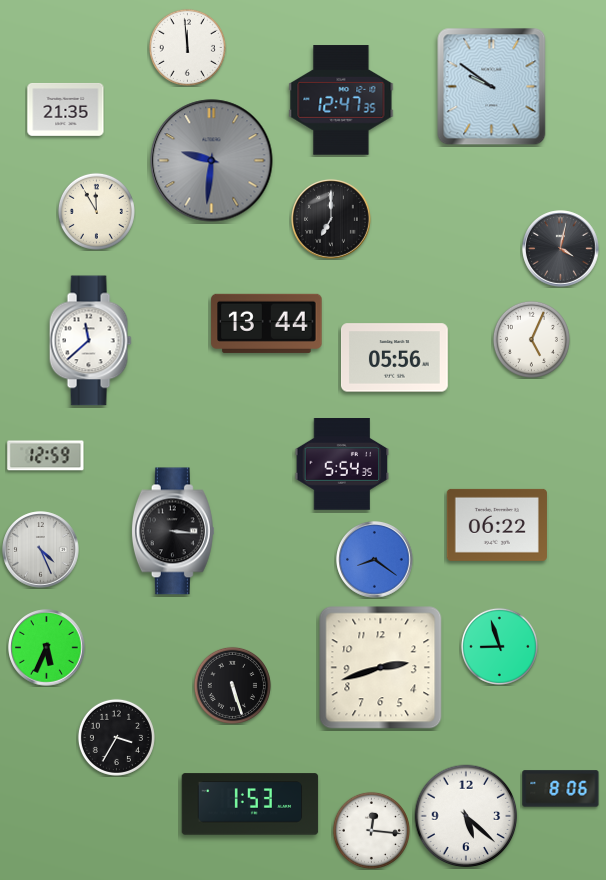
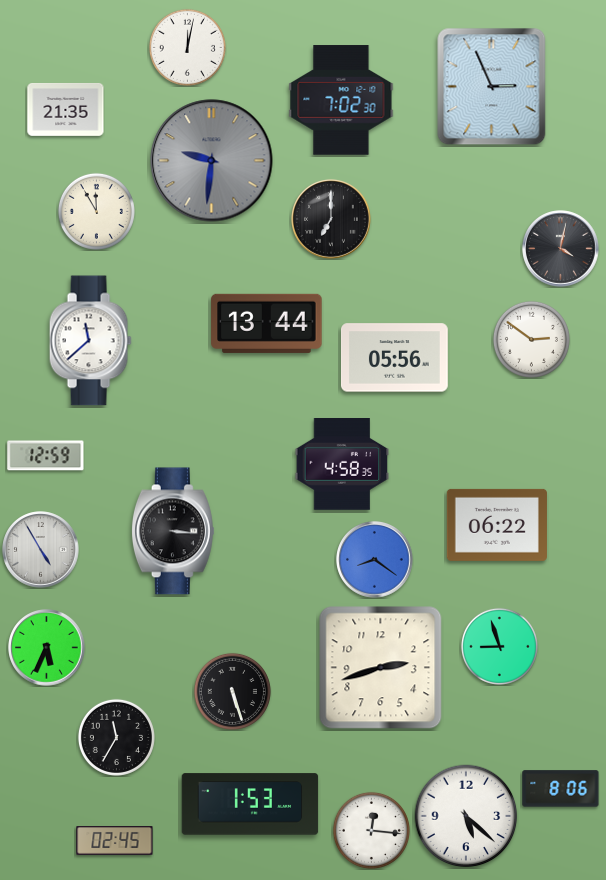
clock at (187, 47): 11:59 -> 12:02
clock at (492, 87): 9:51 -> 2:56
clock at (341, 100): 12:47 -> 7:02
clock at (531, 339): 5:04 -> 2:51
clock at (342, 465): 5:54 -> 4:58
clock at (41, 550): 4:26 -> 4:55
clock at (232, 685) position: (232, 685) -> (232, 691)
clock at (116, 737): 3:35 -> 11:35
clock at (115, 841): none -> 02:45
